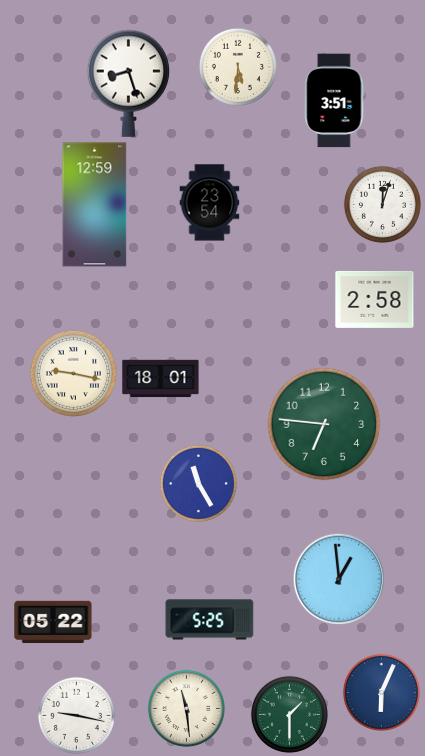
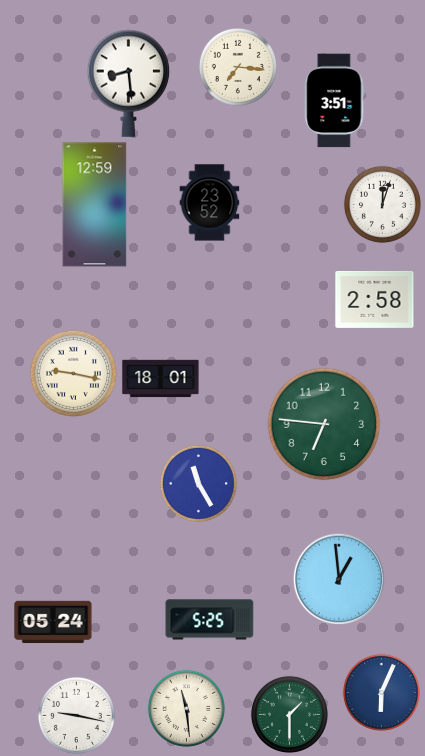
clock at (238, 67): 5:31 -> 7:16
clock at (129, 83): 8:27 -> 8:29
clock at (210, 203): 23:54 -> 23:52
clock at (53, 622): 05:22 -> 05:24
